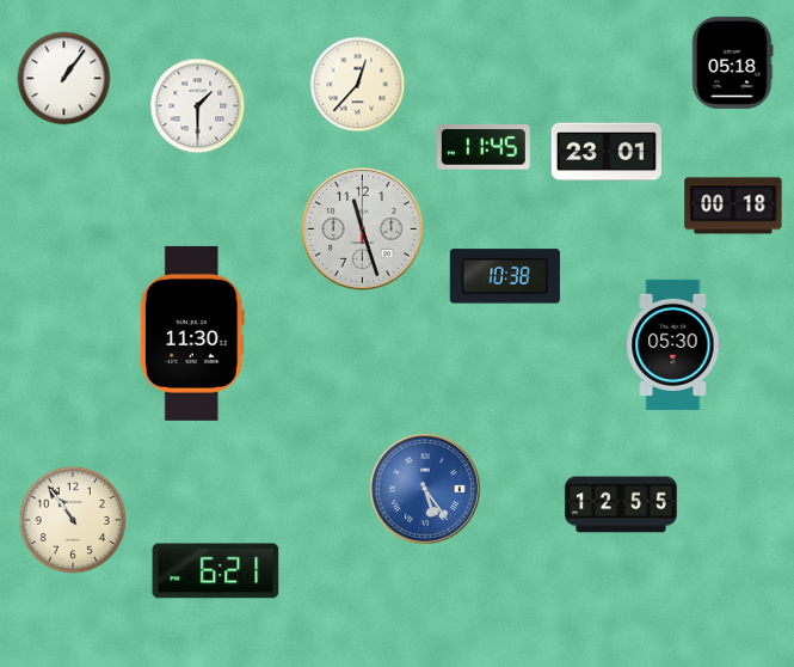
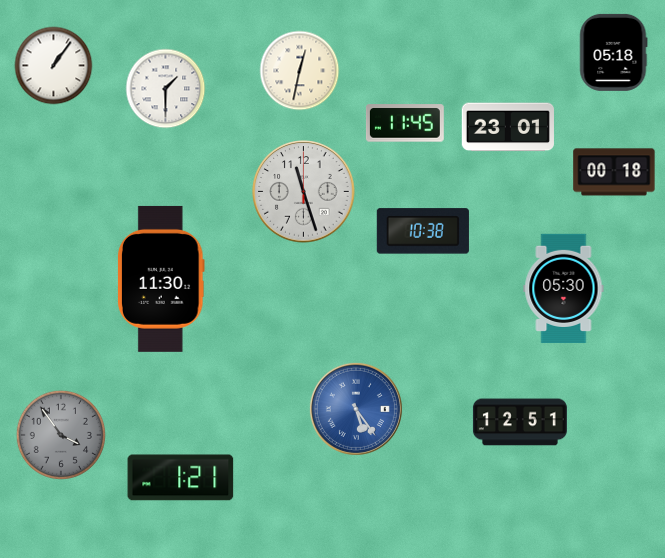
clock at (358, 85): 12:37 -> 12:32
clock at (621, 504): 12:55 -> 12:51
clock at (73, 520): 10:54 -> 3:54
clock at (73, 520) dial: cream -> grey
clock at (216, 571): 6:21 -> 1:21
